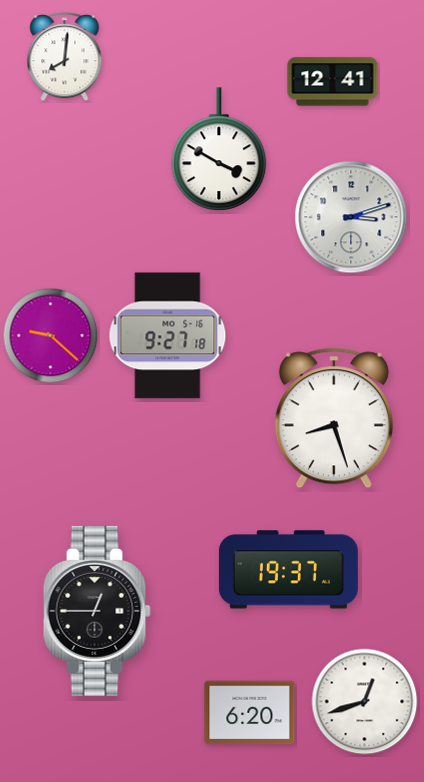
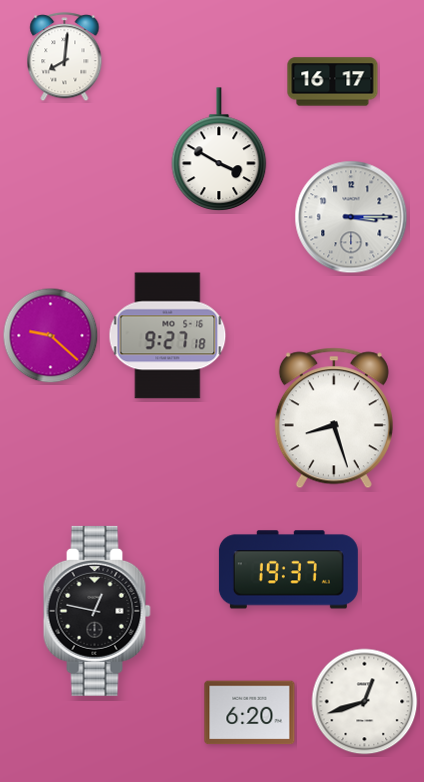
clock at (333, 82): 12:41 -> 16:17
clock at (351, 217): 3:12 -> 3:15
clock at (97, 611): 12:45 -> 12:47
